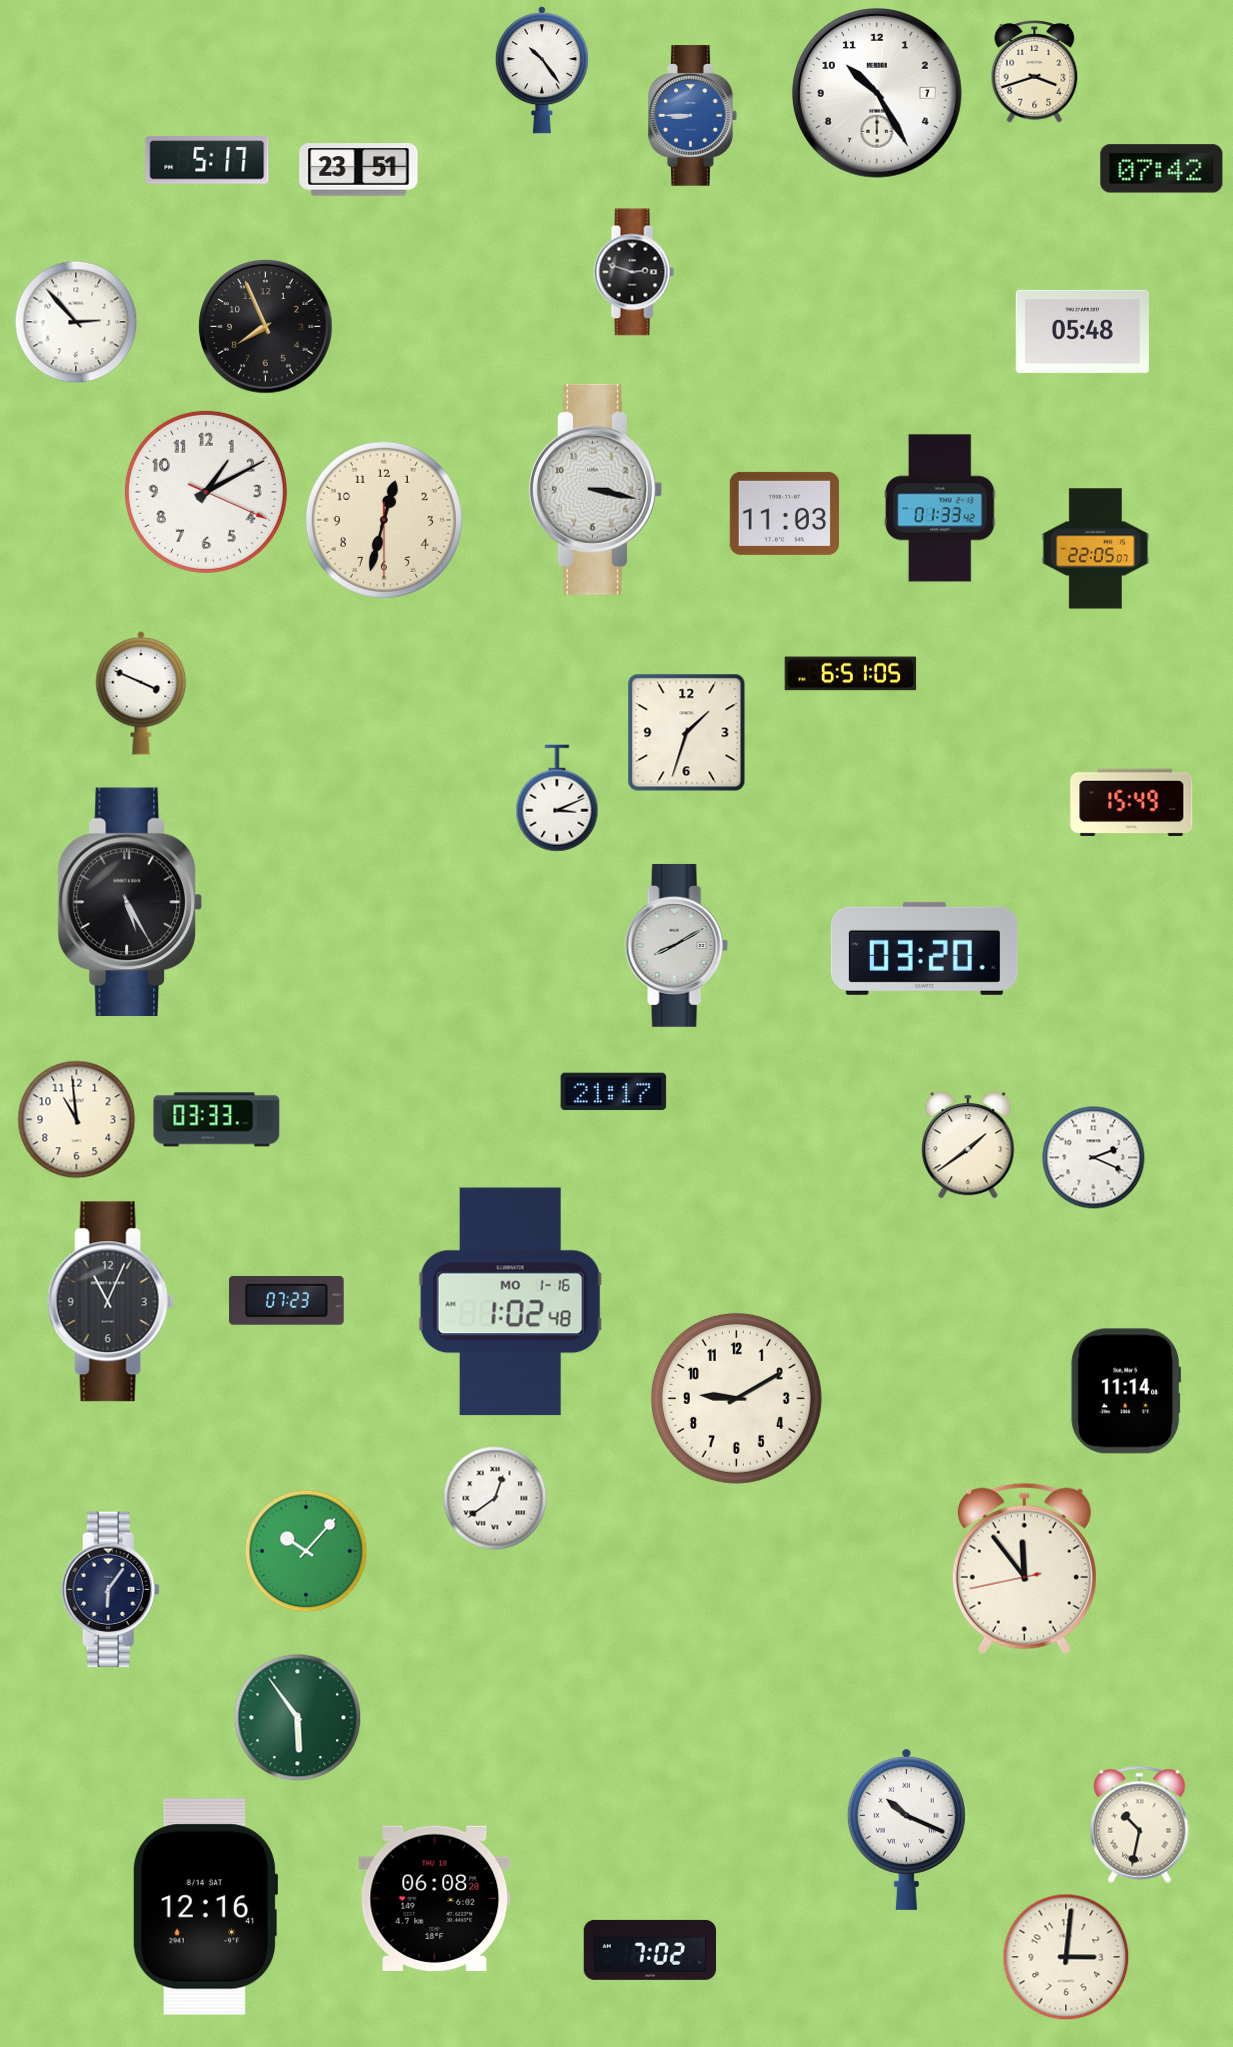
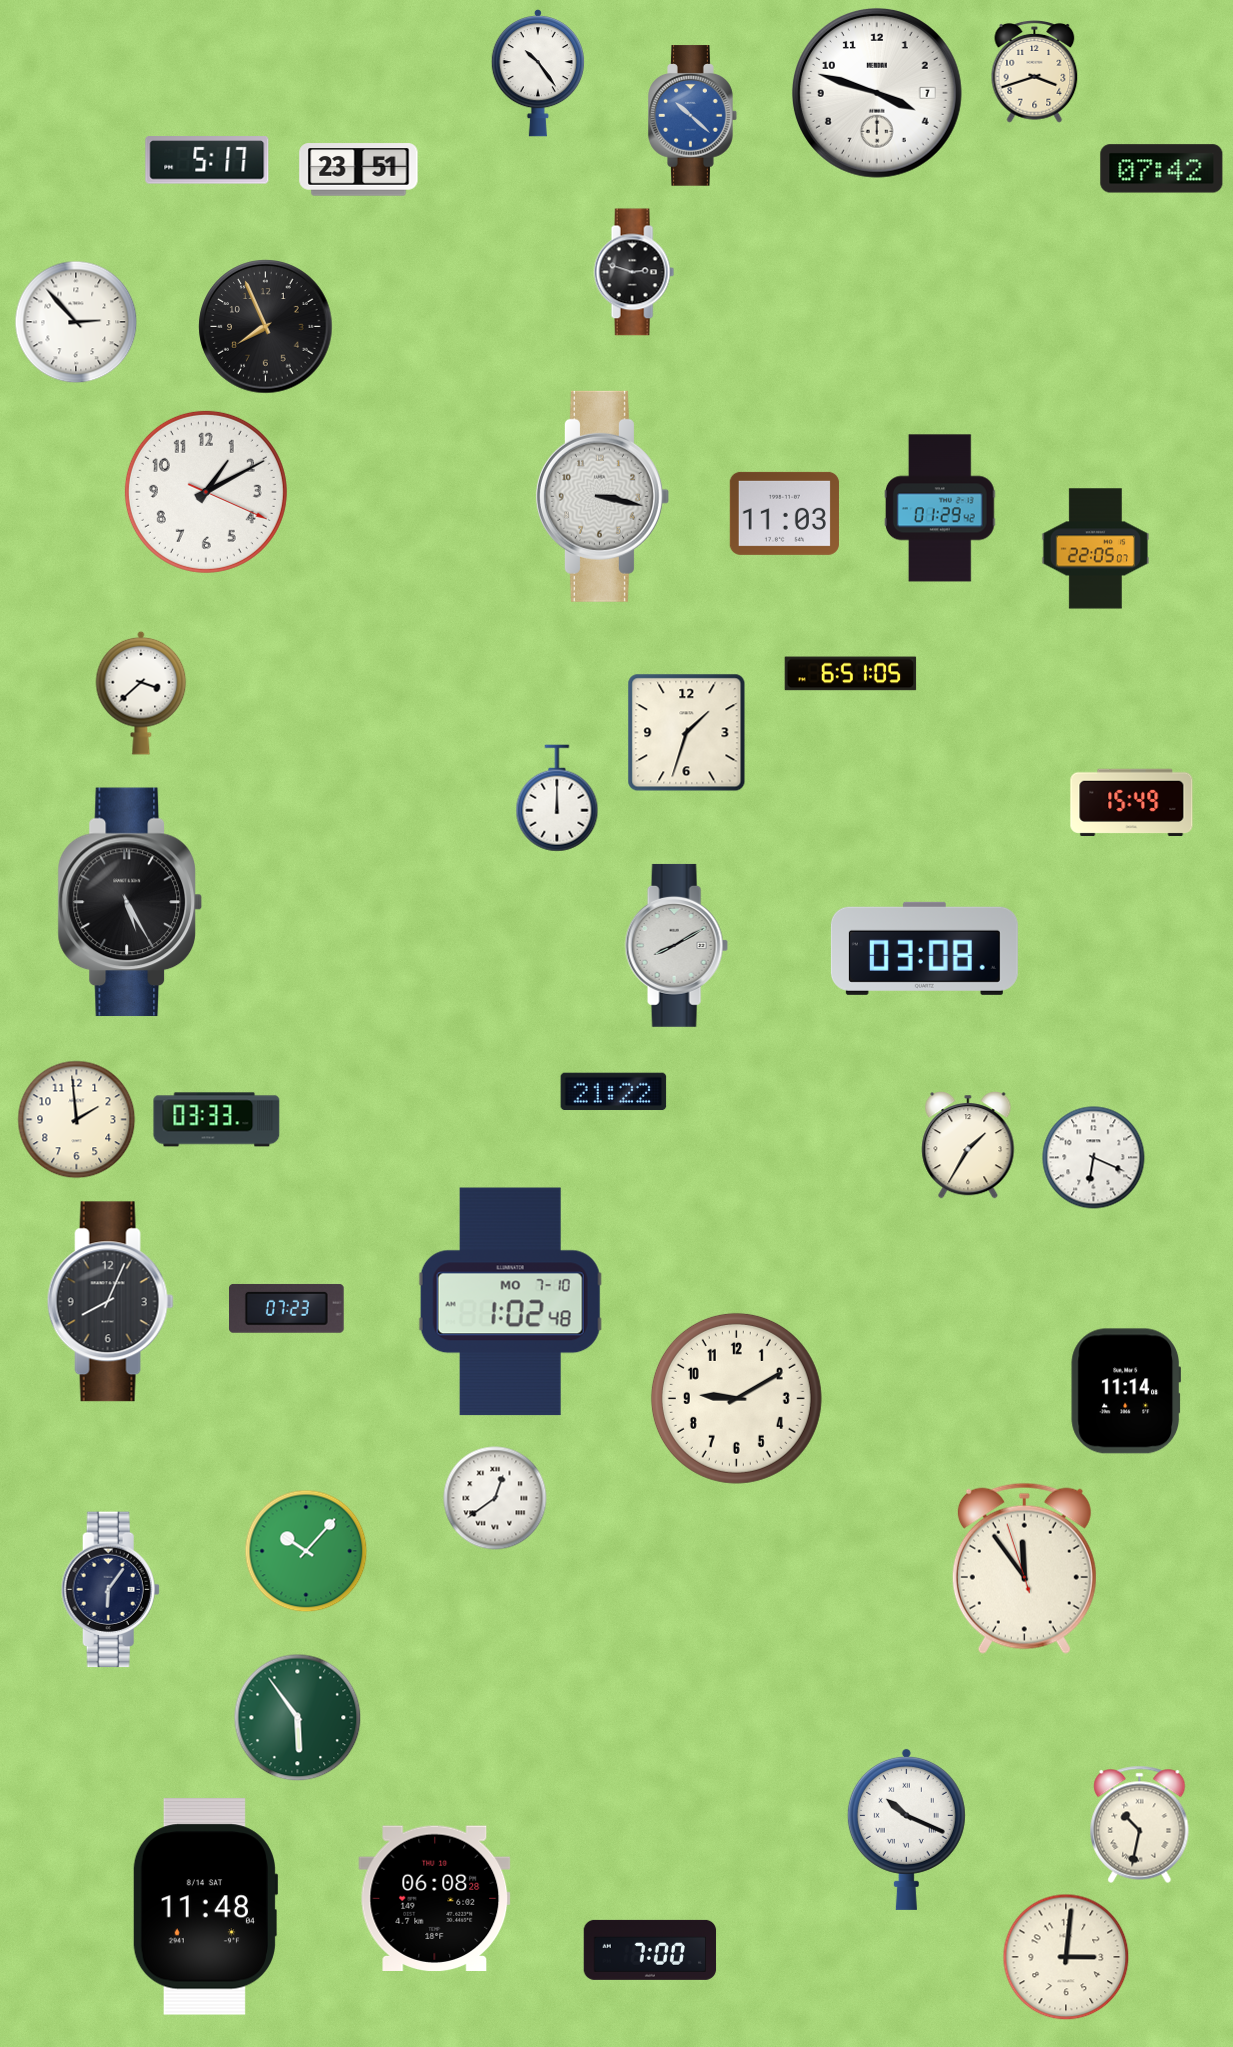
clock at (542, 71) position: (542, 71) -> (538, 74)
clock at (877, 93): 10:25 -> 3:48
clock at (693, 116): 8:45 -> 10:22
clock at (1082, 331): 05:48 -> none
clock at (595, 489) position: (595, 489) -> (602, 496)
clock at (940, 508): 01:33 -> 01:29
clock at (384, 520): 12:32 -> none
clock at (141, 693): 3:49 -> 3:38
clock at (557, 798): 3:11 -> 12:00
clock at (924, 948): 03:20 -> 03:08
clock at (614, 1092): 21:17 -> 21:22
clock at (77, 1120): 10:59 -> 1:59
clock at (968, 1145): 1:39 -> 1:35
clock at (1094, 1158): 2:19 -> 6:19
clock at (287, 1300) position: (287, 1300) -> (287, 1308)
clock at (110, 1302): 11:04 -> 8:04
clock at (510, 1302) date: MO 1-16 -> MO 7-10
clock at (1024, 1568): 11:53:43 -> 11:53:57
clock at (204, 1907): 12:16 -> 11:48
clock at (650, 1950): 7:02 -> 7:00
